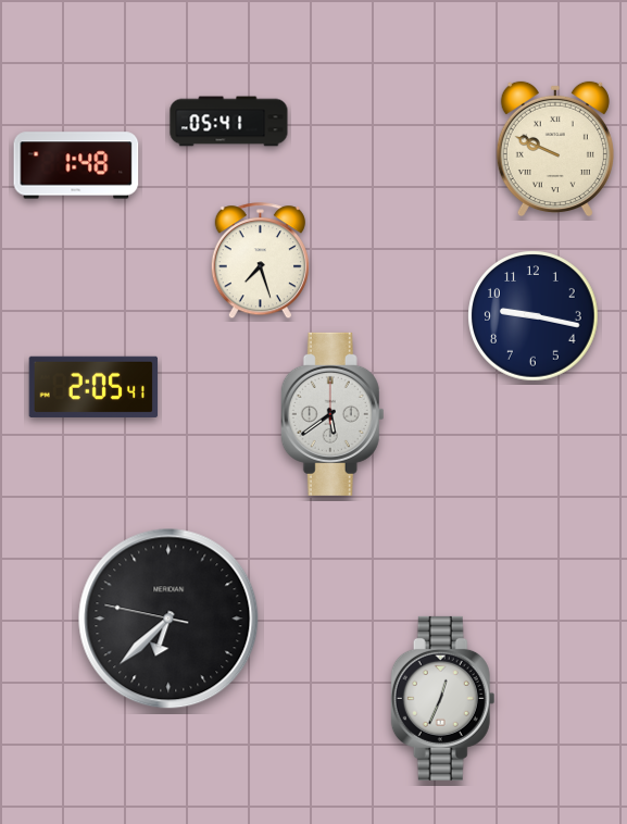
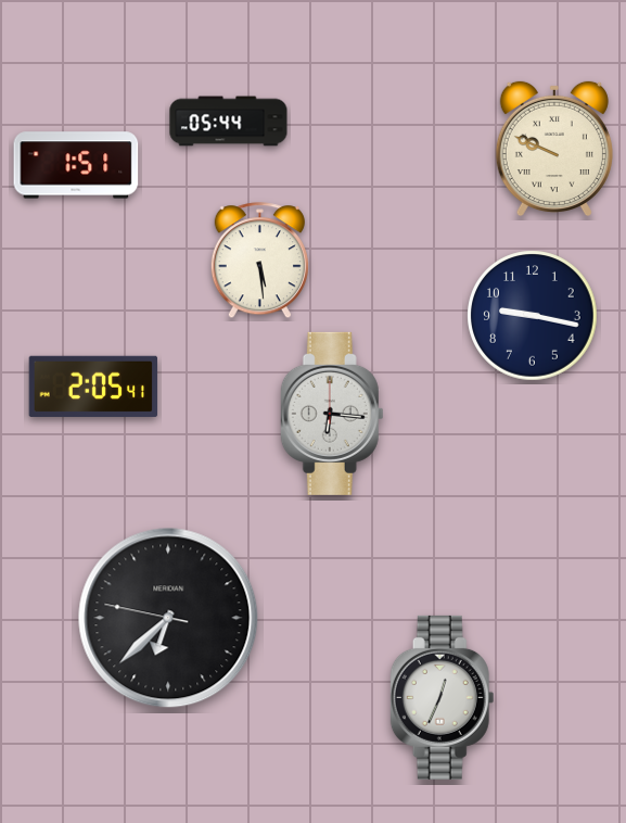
clock at (229, 122): 05:41 -> 05:44
clock at (76, 165): 1:48 -> 1:51
clock at (260, 261): 7:27 -> 5:29
clock at (333, 414): 5:39 -> 6:16
